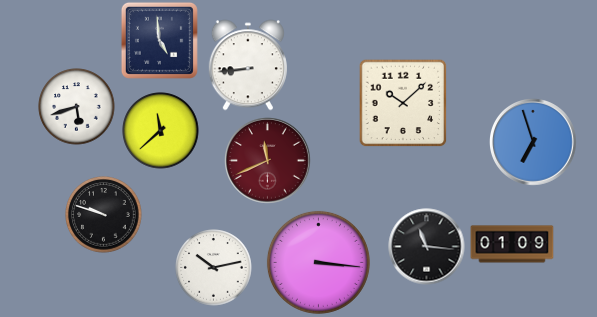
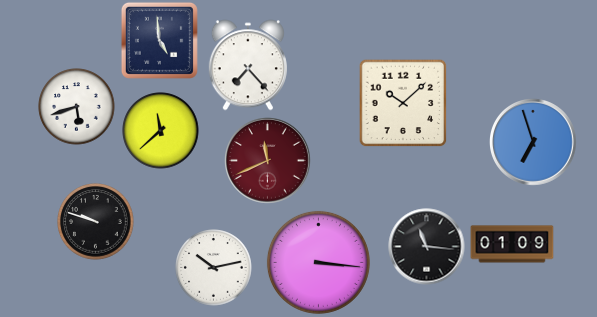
clock at (248, 65): 8:44 -> 7:23
clock at (104, 215) position: (104, 215) -> (96, 222)
